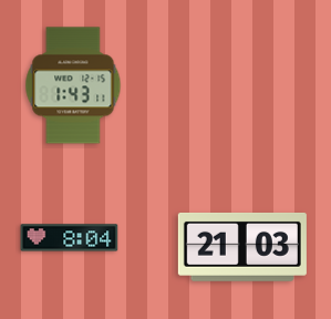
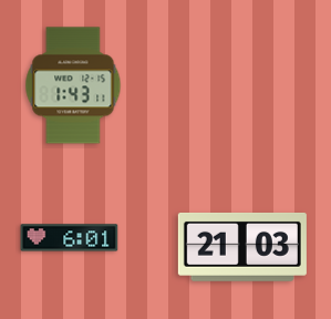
clock at (70, 238): 8:04 -> 6:01
